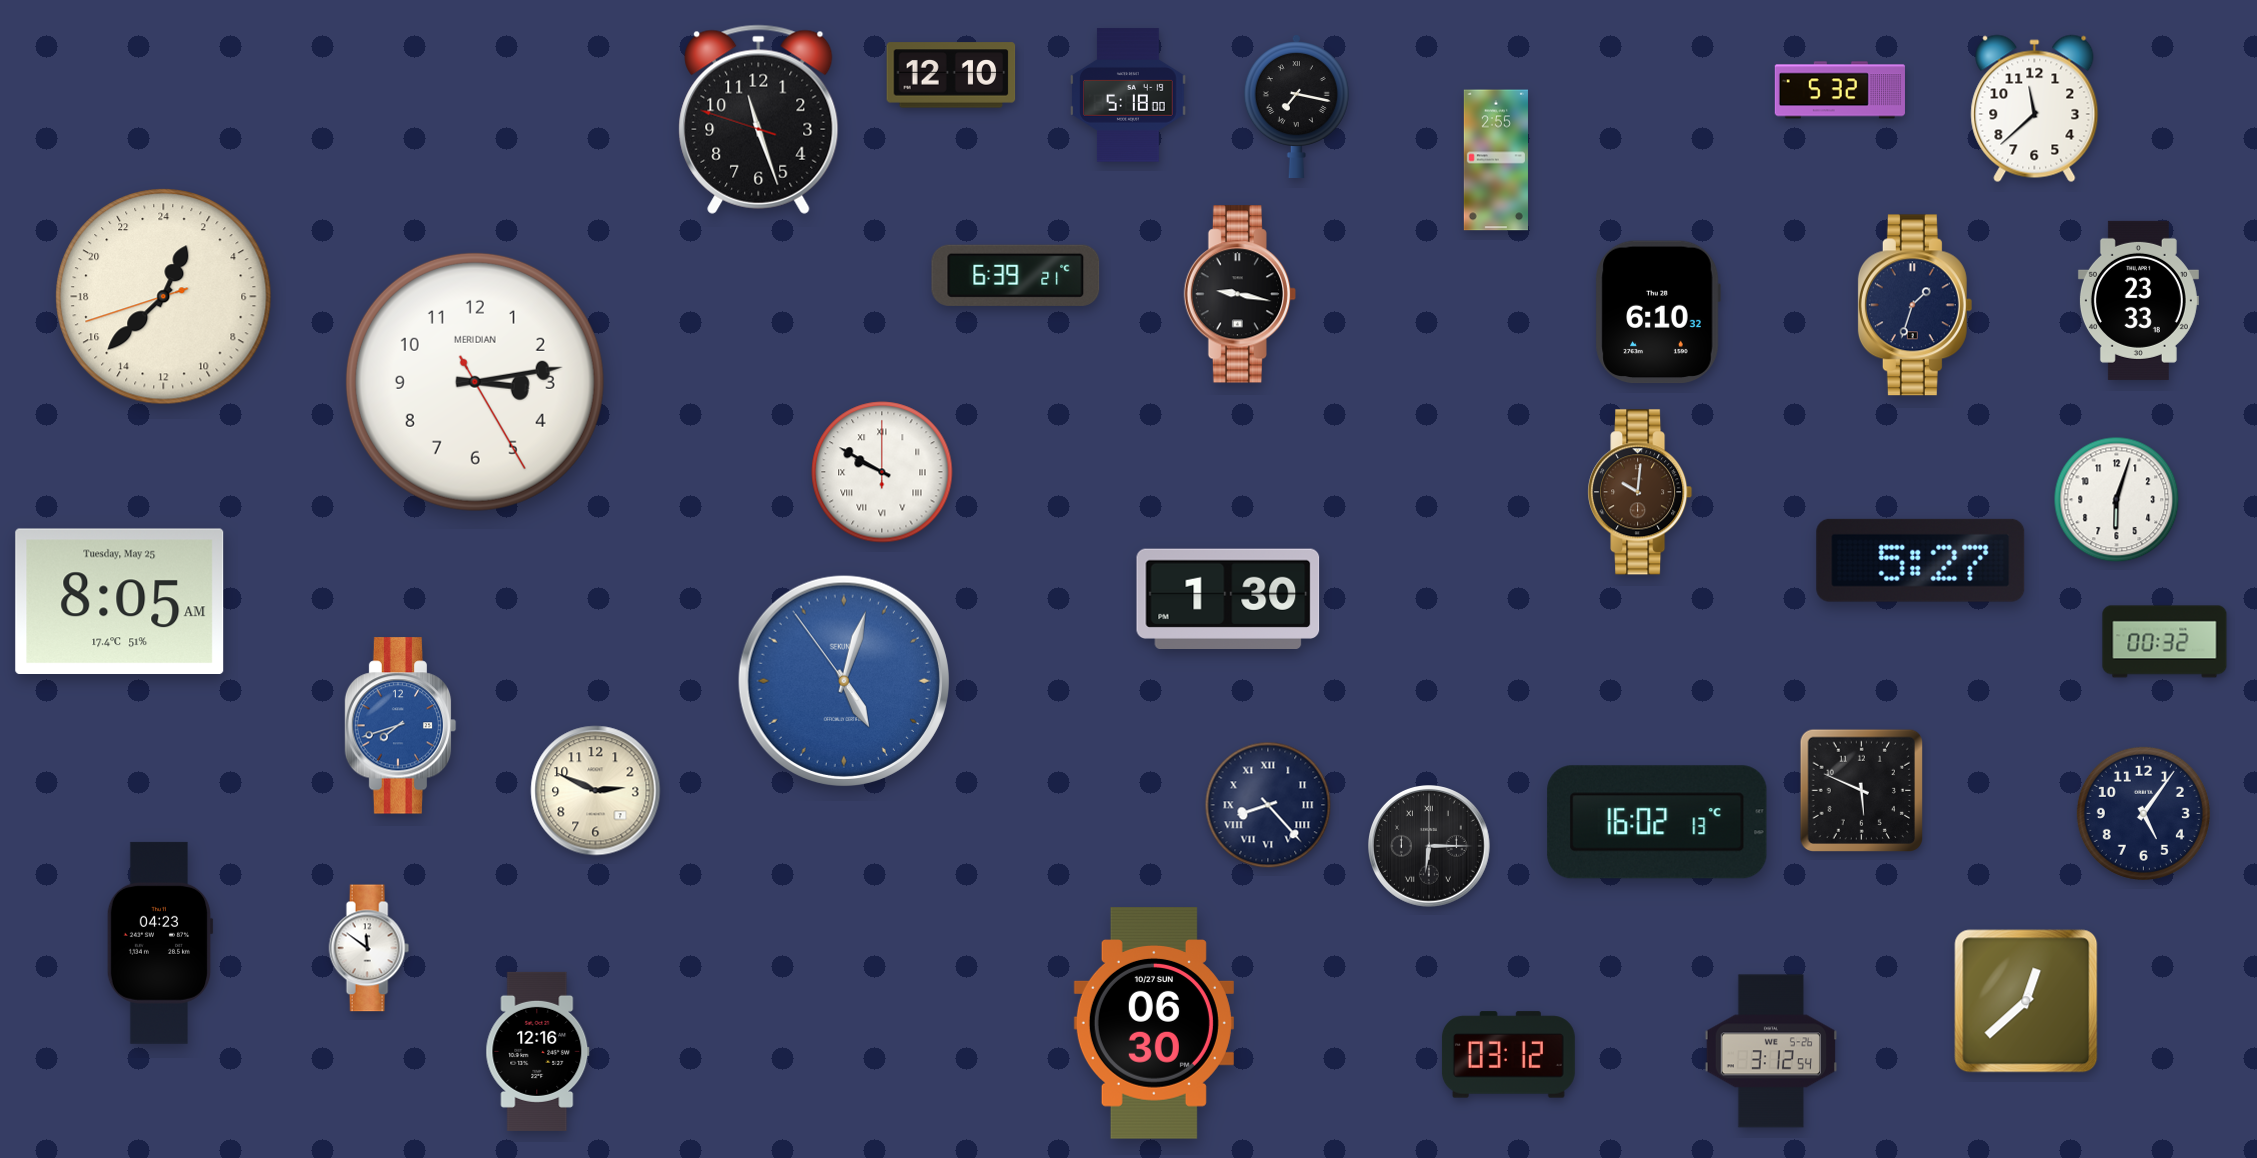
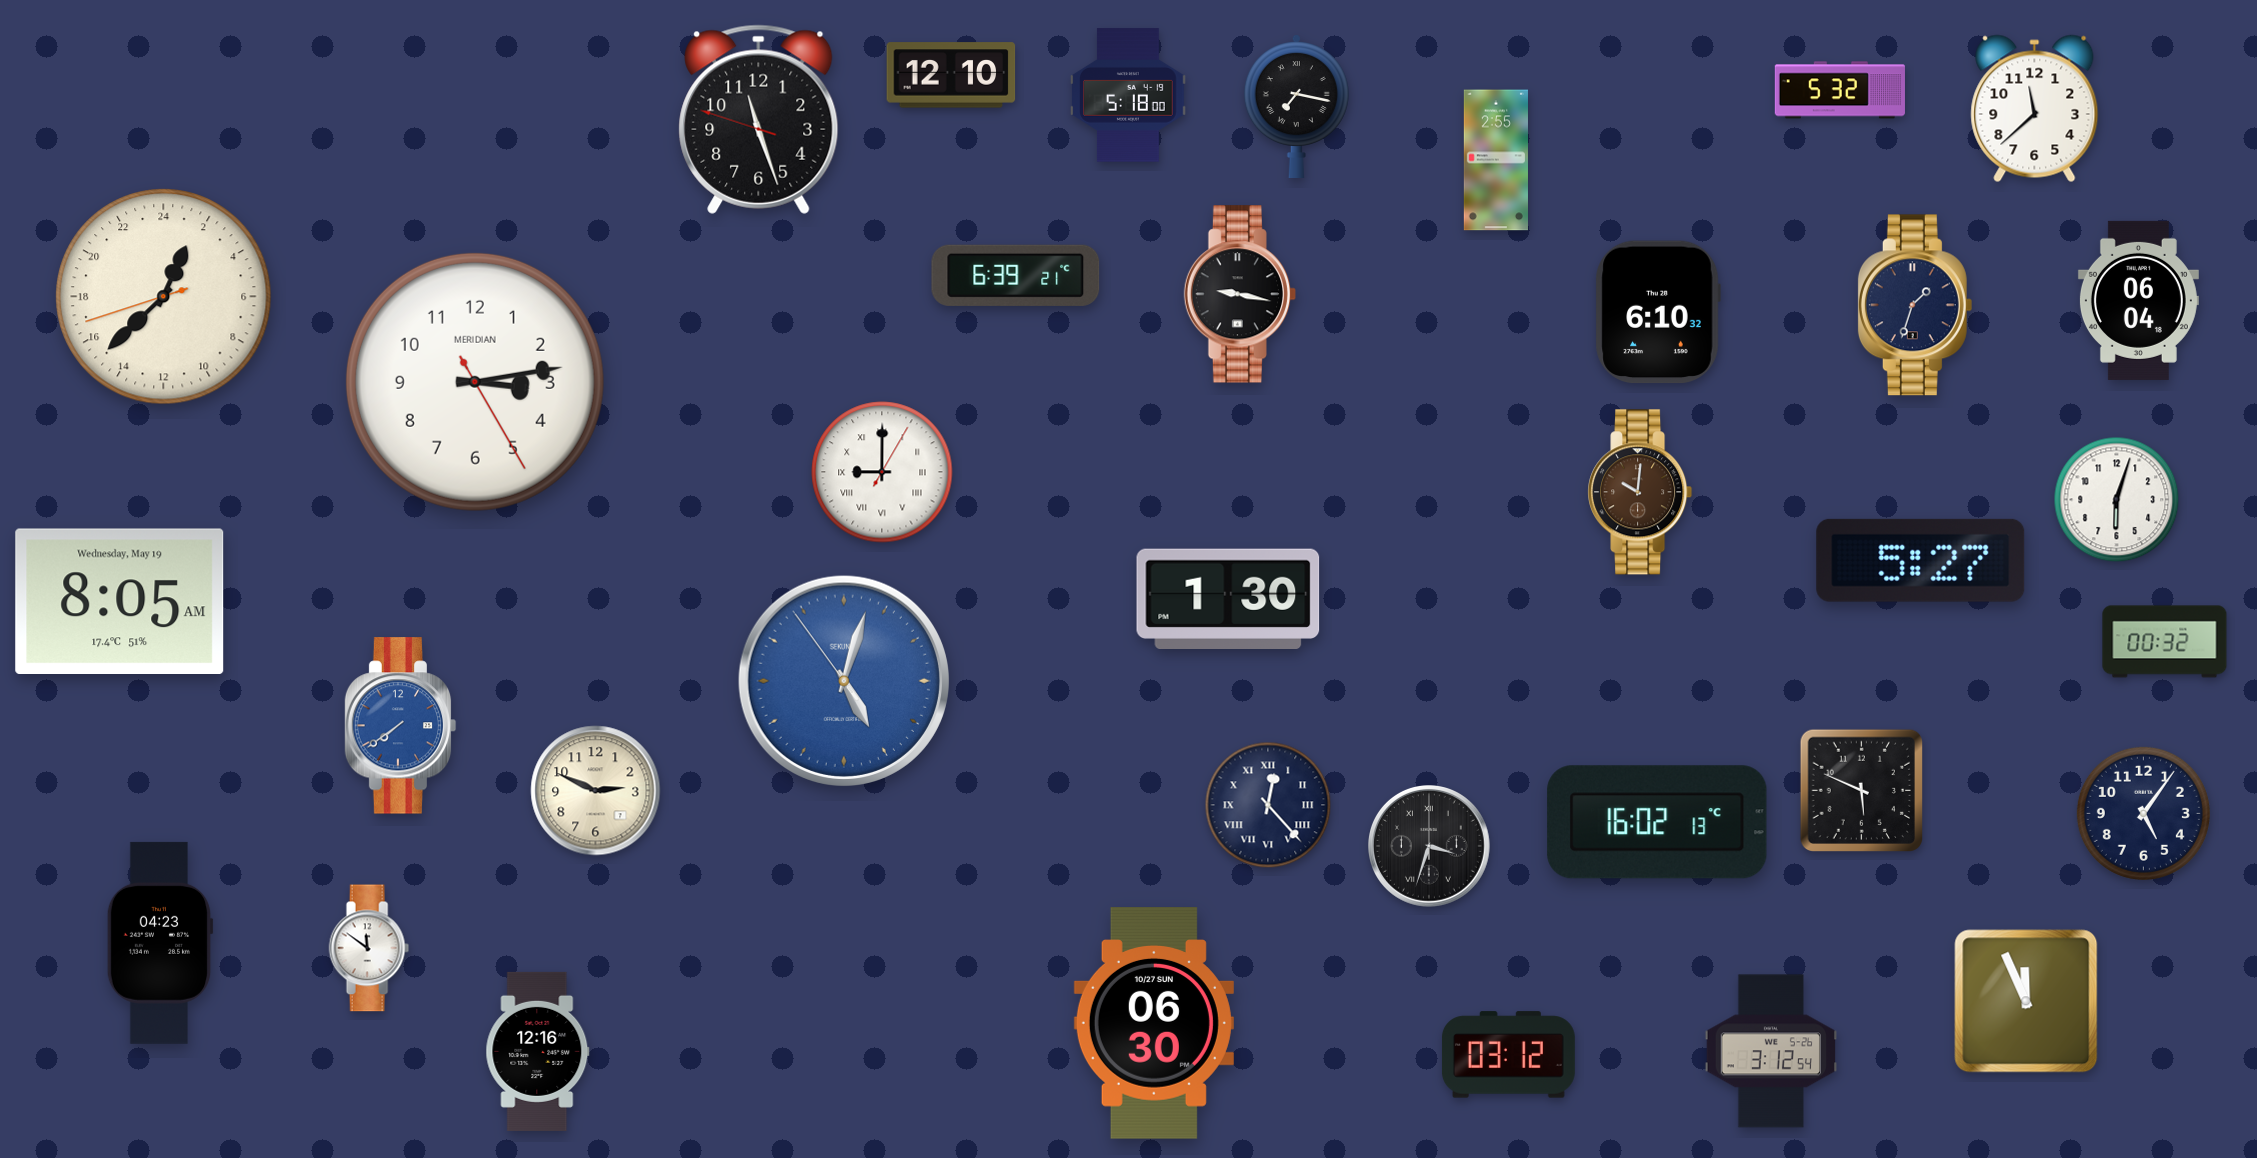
clock at (2138, 300): 23:33 -> 06:04
clock at (882, 472): 9:50 -> 9:00
clock at (120, 601) date: Tuesday, May 25 -> Wednesday, May 19
clock at (401, 726): 7:42 -> 7:39
clock at (1268, 805): 8:23 -> 12:23
clock at (1430, 847): 6:15 -> 3:33
clock at (2026, 1001): 12:38 -> 11:56
